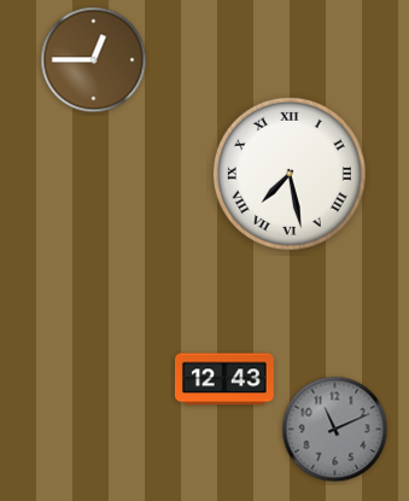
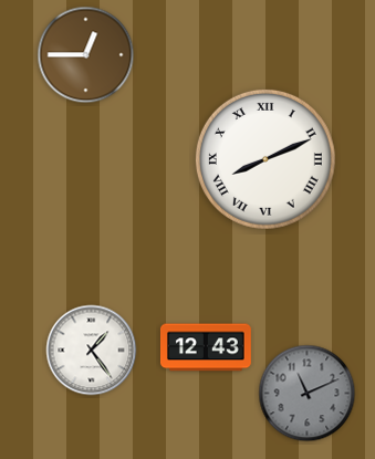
clock at (290, 174): 7:28 -> 8:11
clock at (92, 351): none -> 1:24
